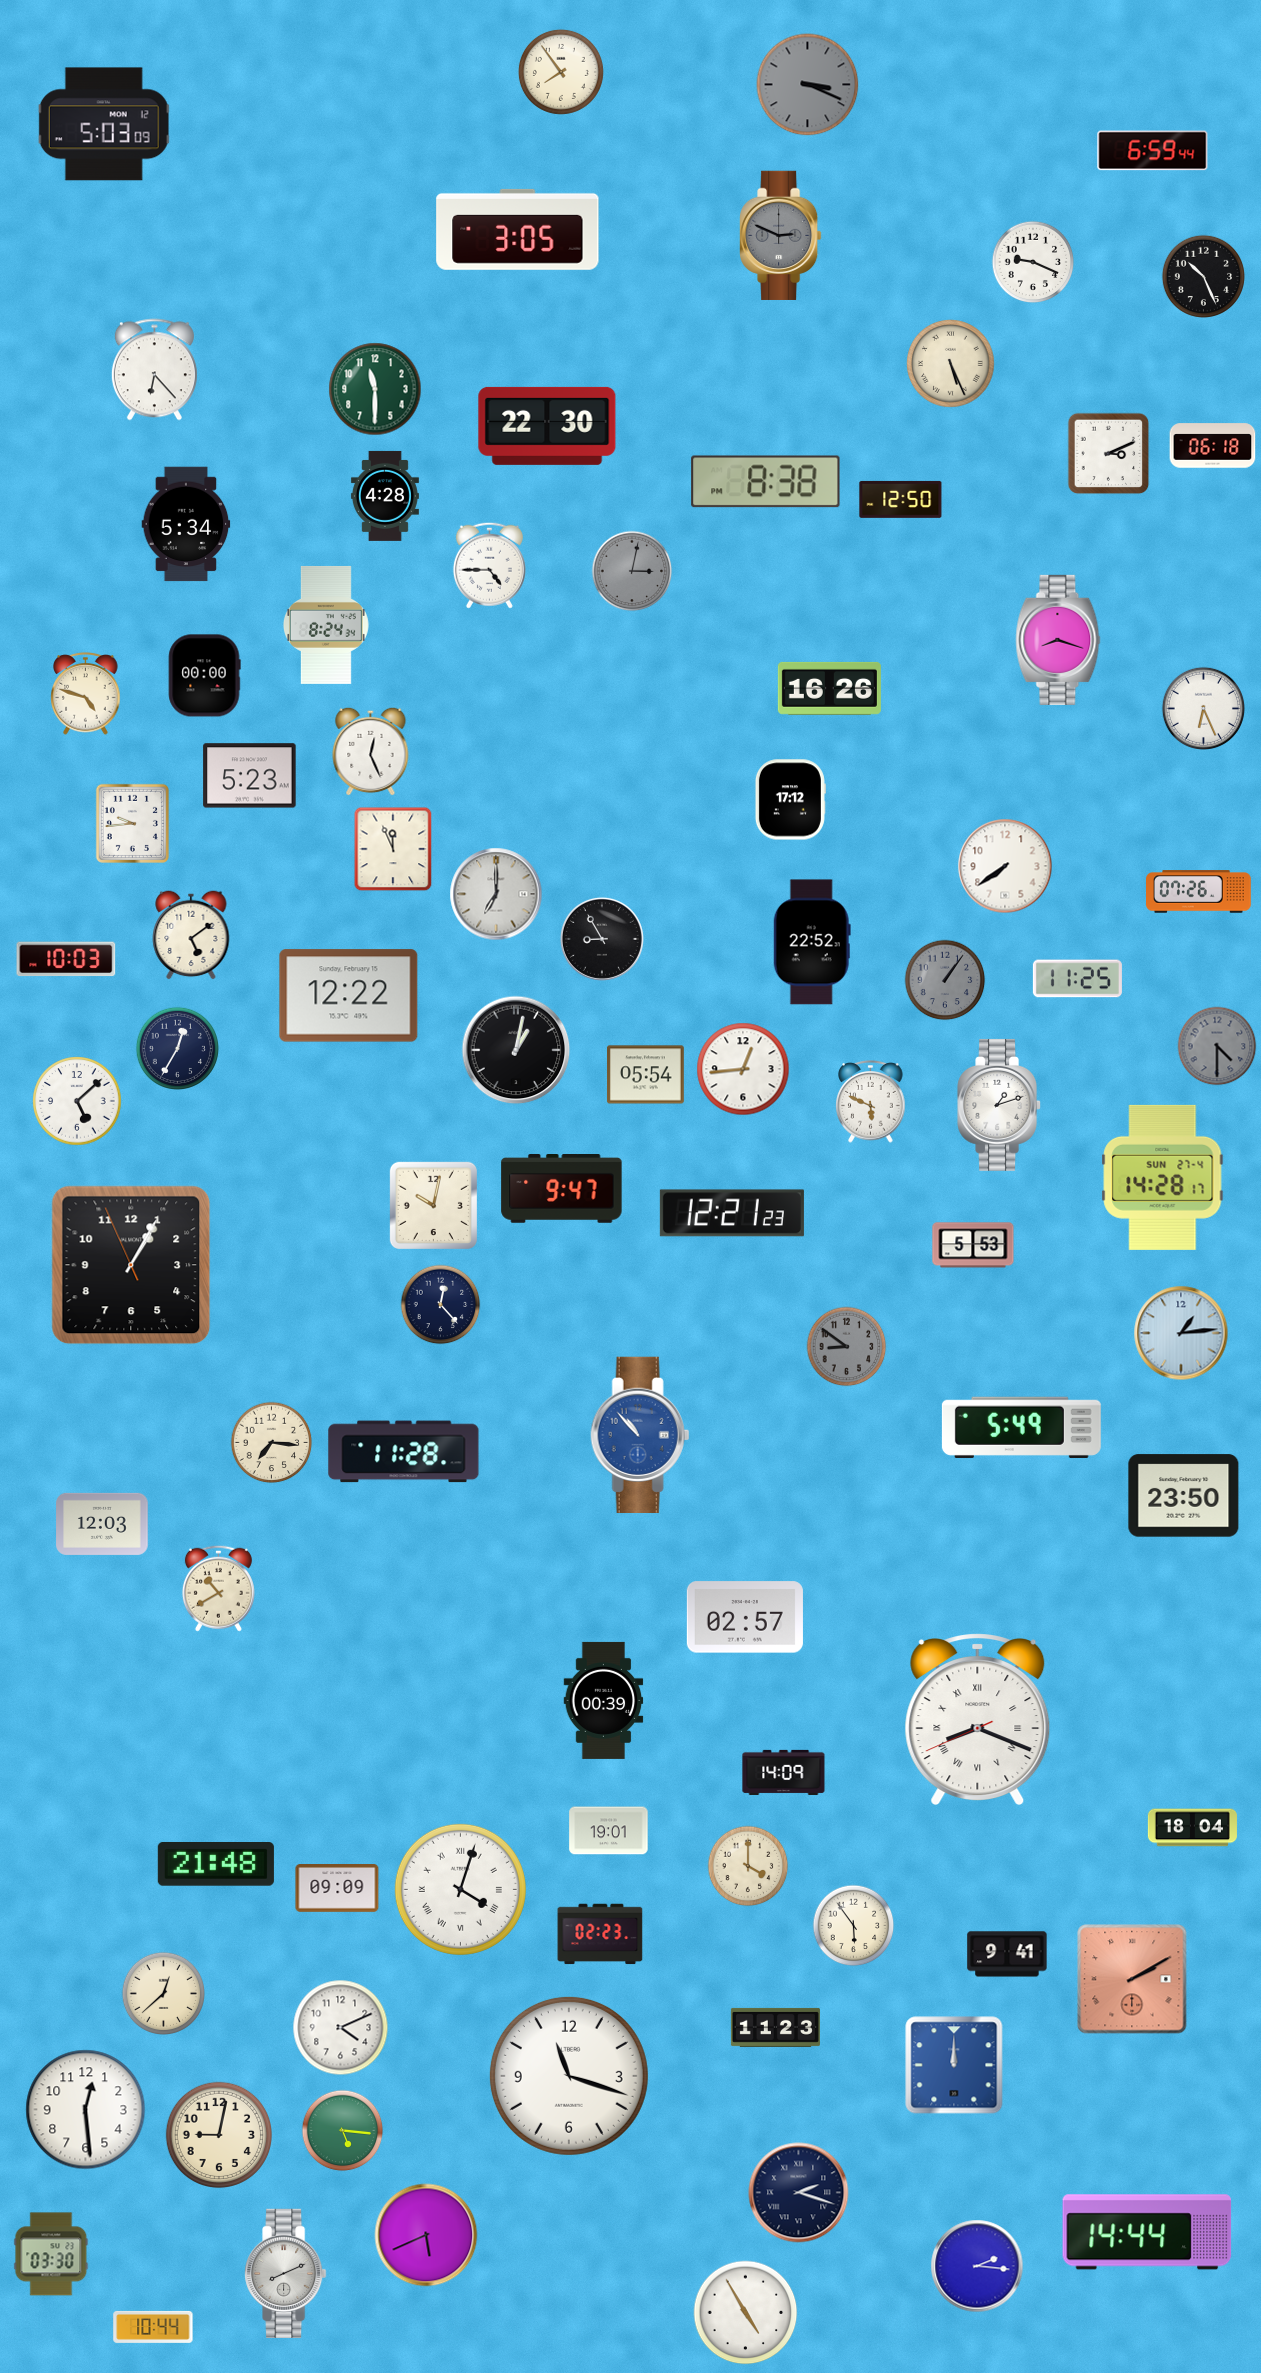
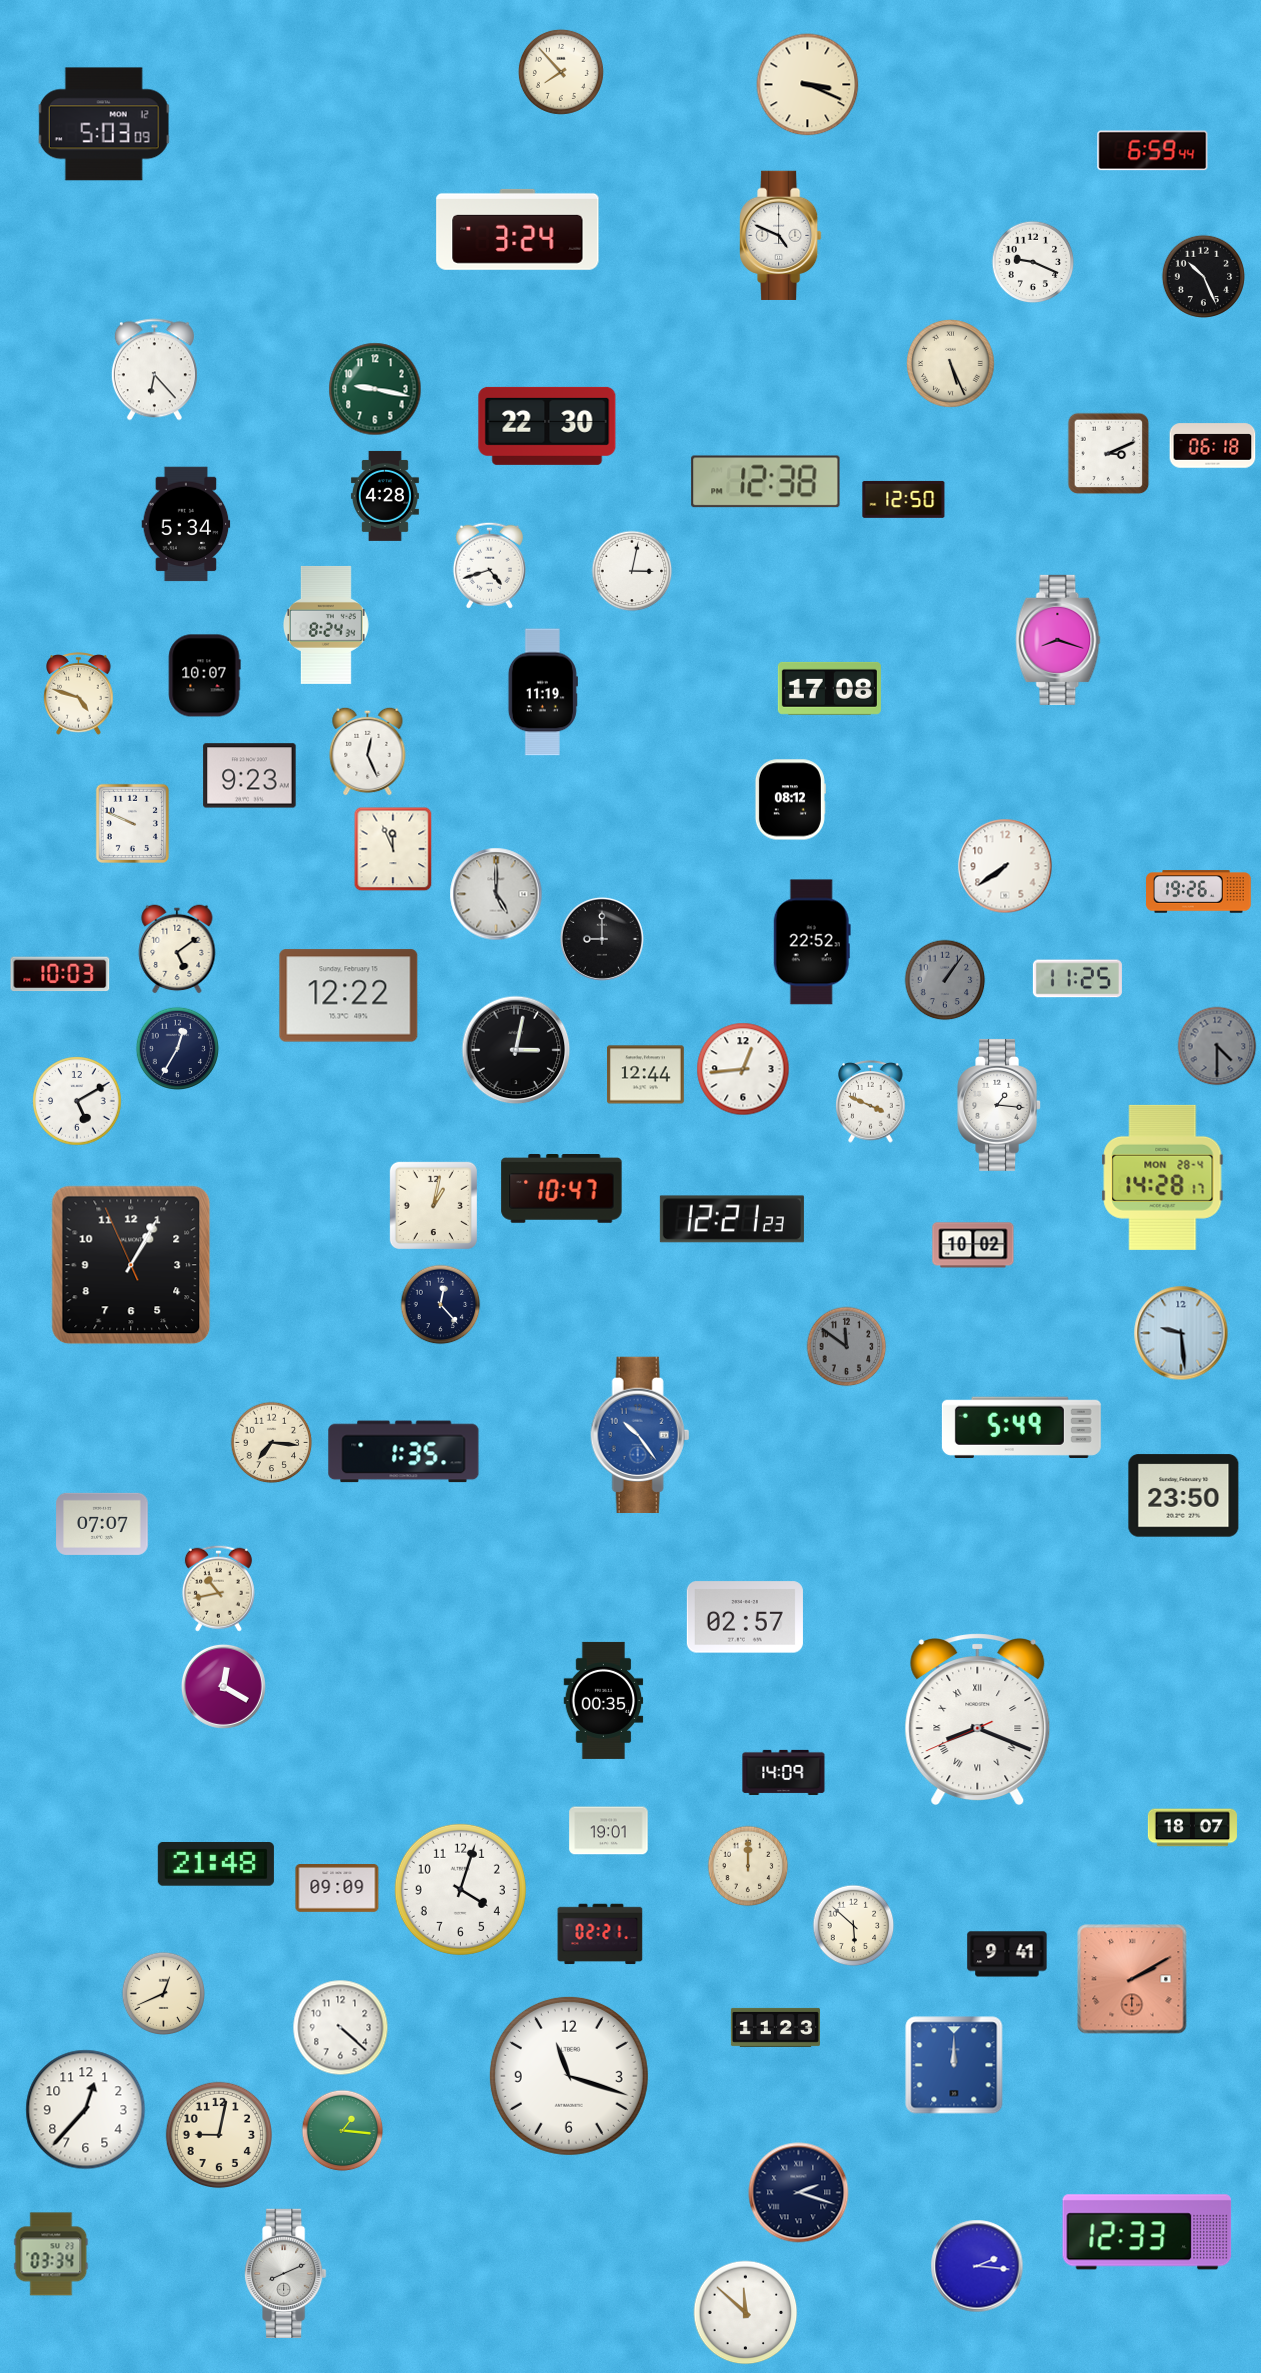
clock at (561, 72): 7:54 -> 7:53
clock at (808, 85) dial: grey -> cream
clock at (518, 229): 3:05 -> 3:24
clock at (781, 235): 2:49 -> 4:49
clock at (781, 235) dial: grey -> white
clock at (375, 389): 11:30 -> 9:17
clock at (766, 482): 8:38 -> 12:38
clock at (901, 499) position: (901, 499) -> (904, 499)
clock at (489, 565): 4:45 -> 4:42
clock at (632, 571) dial: grey -> white
clock at (204, 676): 00:00 -> 10:07
clock at (829, 688): 16:26 -> 17:08
clock at (543, 692): none -> 11:19
clock at (86, 694) position: (86, 694) -> (79, 694)
clock at (1203, 708): 6:26 -> none
clock at (371, 751) position: (371, 751) -> (368, 751)
clock at (250, 776): 5:23 -> 9:23
clock at (790, 800): 17:12 -> 08:12
clock at (132, 823): 9:44 -> 9:49
clock at (1199, 892): 07:26 -> 19:26
clock at (496, 894): 7:00 -> 5:00
clock at (191, 935) position: (191, 935) -> (177, 949)
clock at (602, 939): 8:55 -> 9:00
clock at (66, 959) position: (66, 959) -> (60, 974)
clock at (516, 1050): 1:02 -> 3:02
clock at (646, 1075): 05:54 -> 12:44
clock at (77, 1101): 5:08 -> 5:10
clock at (871, 1102): 5:49 -> 3:49
clock at (999, 1105): 1:12 -> 1:16
clock at (1163, 1177) date: SUN 27-4 -> MON 28-4
clock at (562, 1189): 9:47 -> 10:47
clock at (433, 1205): 10:02 -> 1:02
clock at (732, 1213) position: (732, 1213) -> (732, 1219)
clock at (973, 1245): 5:53 -> 10:02
clock at (1181, 1333): 1:14 -> 9:29
clock at (847, 1347): 8:51 -> 11:51
clock at (640, 1434): 10:53 -> 10:24
clock at (404, 1452): 11:28 -> 1:35
clock at (102, 1524): 12:03 -> 07:07
clock at (218, 1588): 10:40 -> 10:43
clock at (223, 1686): none -> 12:20
clock at (604, 1700): 00:39 -> 00:35
clock at (1192, 1828): 18:04 -> 18:07
clock at (748, 1866): 4:00 -> 12:00
clock at (460, 1889) numerals: Roman -> Arabic
clock at (854, 1926): 5:54 -> 5:52
clock at (600, 1934): 02:23 -> 02:21
clock at (163, 1993): 12:38 -> 12:41
clock at (341, 2028): 4:11 -> 4:22
clock at (86, 2110): 12:29 -> 12:37
clock at (343, 2131): 5:16 -> 1:16
clock at (1147, 2232): 14:44 -> 12:33
clock at (426, 2235): 5:41 -> none
clock at (51, 2254): 03:30 -> 03:34
clock at (746, 2313): 4:55 -> 11:52
clock at (153, 2327): 10:44 -> none
